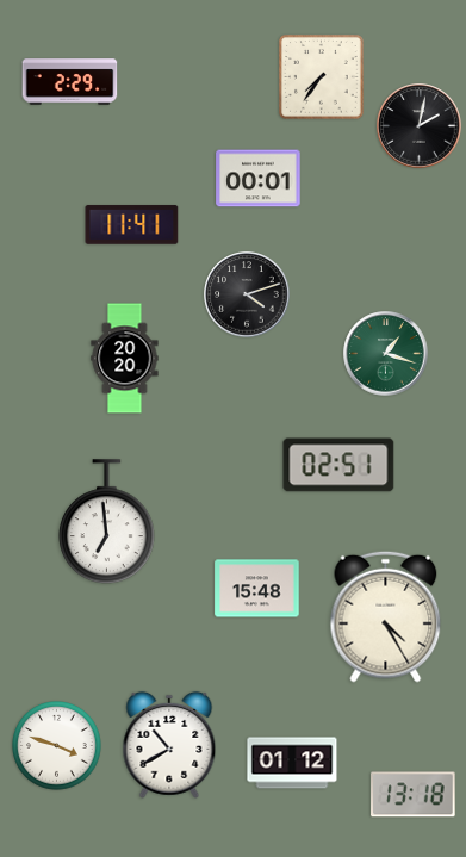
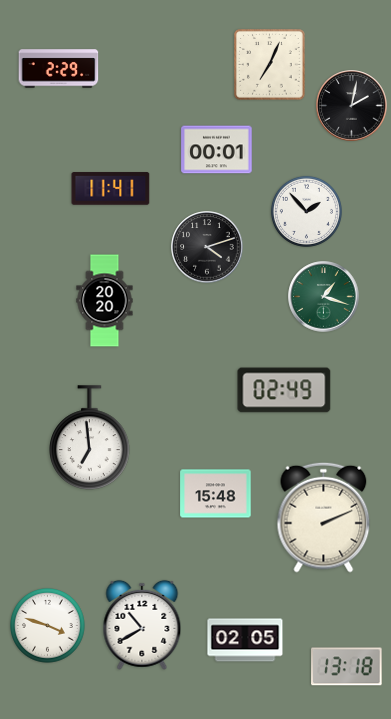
clock at (322, 77): 7:36 -> 7:04
clock at (306, 211): none -> 1:53
clock at (338, 465): 02:51 -> 02:49
clock at (386, 616): 4:25 -> 2:11
clock at (292, 763): 01:12 -> 02:05
